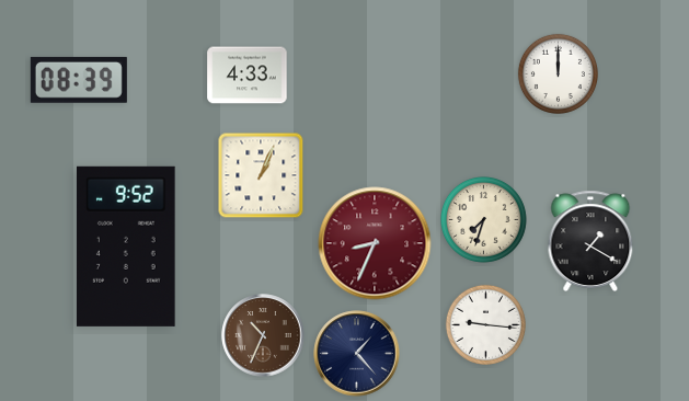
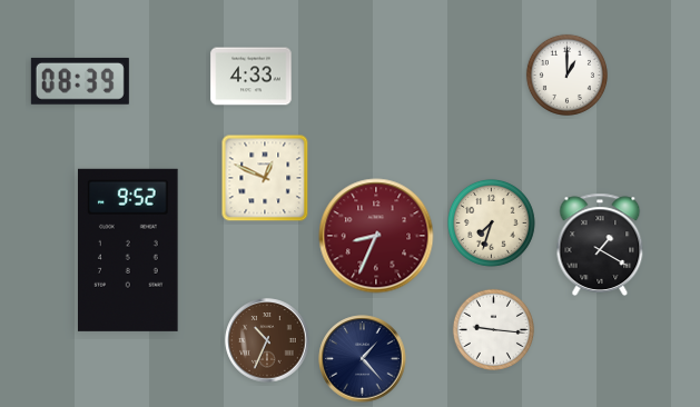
clock at (558, 73): 12:00 -> 1:00
clock at (261, 175): 1:04 -> 12:49
clock at (375, 243) position: (375, 243) -> (376, 236)
